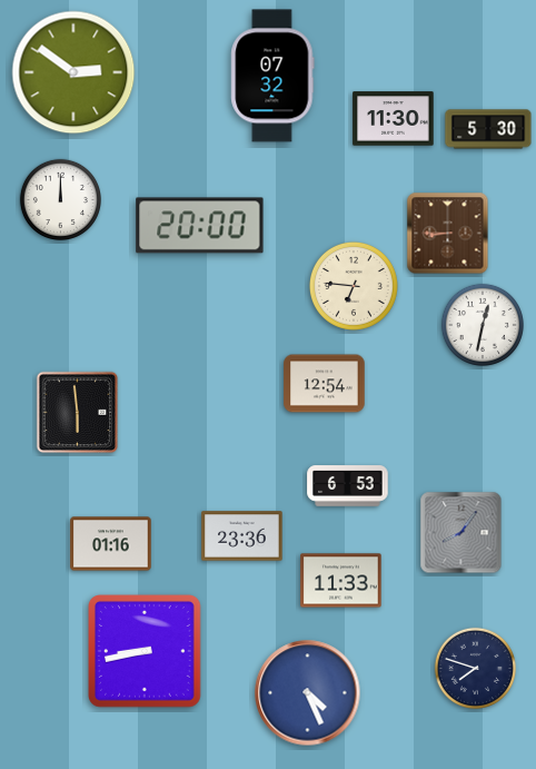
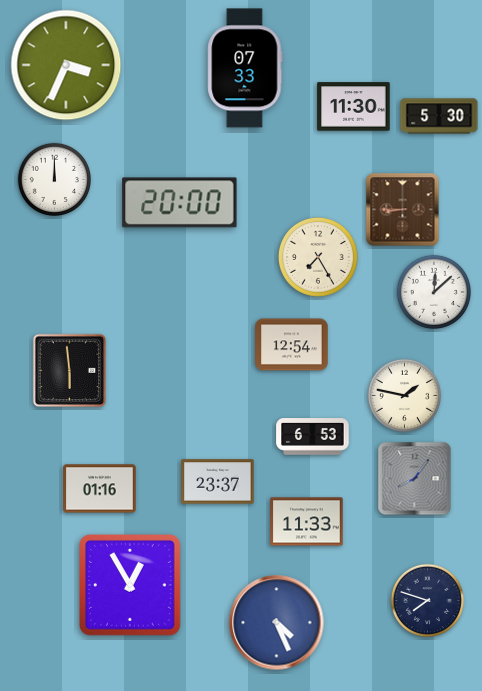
clock at (73, 72): 2:51 -> 3:34
clock at (272, 76): 07:32 -> 07:33
clock at (354, 286): 6:46 -> 7:25
clock at (483, 325): 12:32 -> 12:08
clock at (404, 395): none -> 1:47
clock at (242, 536): 23:36 -> 23:37
clock at (146, 652): 8:43 -> 12:55
